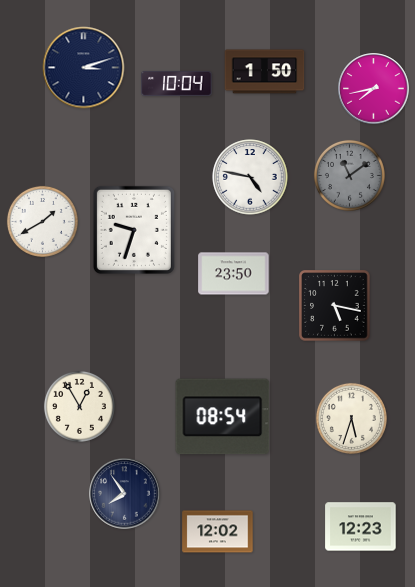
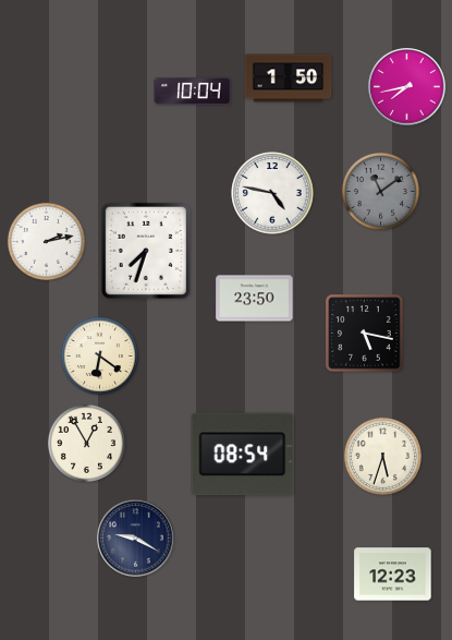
clock at (84, 68): 3:12 -> none
clock at (374, 89) position: (374, 89) -> (407, 87)
clock at (42, 221): 1:40 -> 2:13
clock at (134, 230): 9:33 -> 7:33
clock at (99, 355): none -> 6:21
clock at (125, 494): 7:54 -> 9:20
clock at (218, 532): 12:02 -> none
